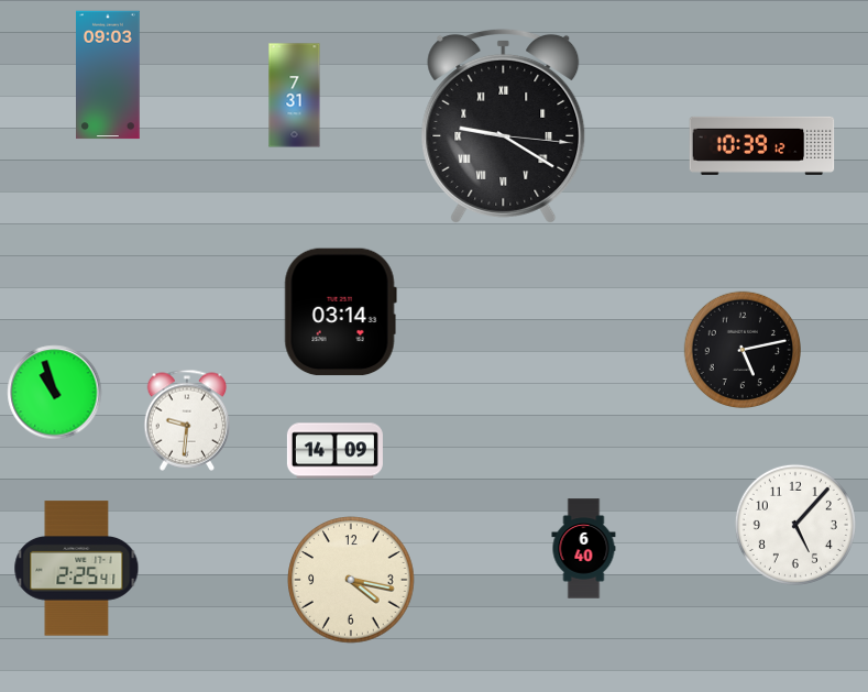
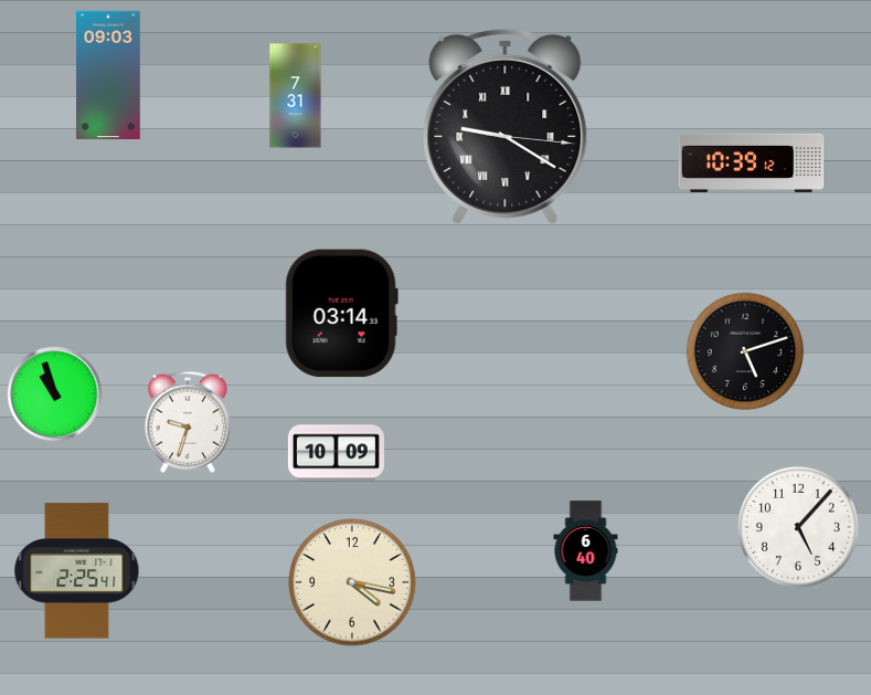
clock at (762, 145) position: (762, 145) -> (752, 162)
clock at (741, 349): 5:13 -> 5:12
clock at (187, 420): 9:31 -> 9:33
clock at (334, 451): 14:09 -> 10:09
